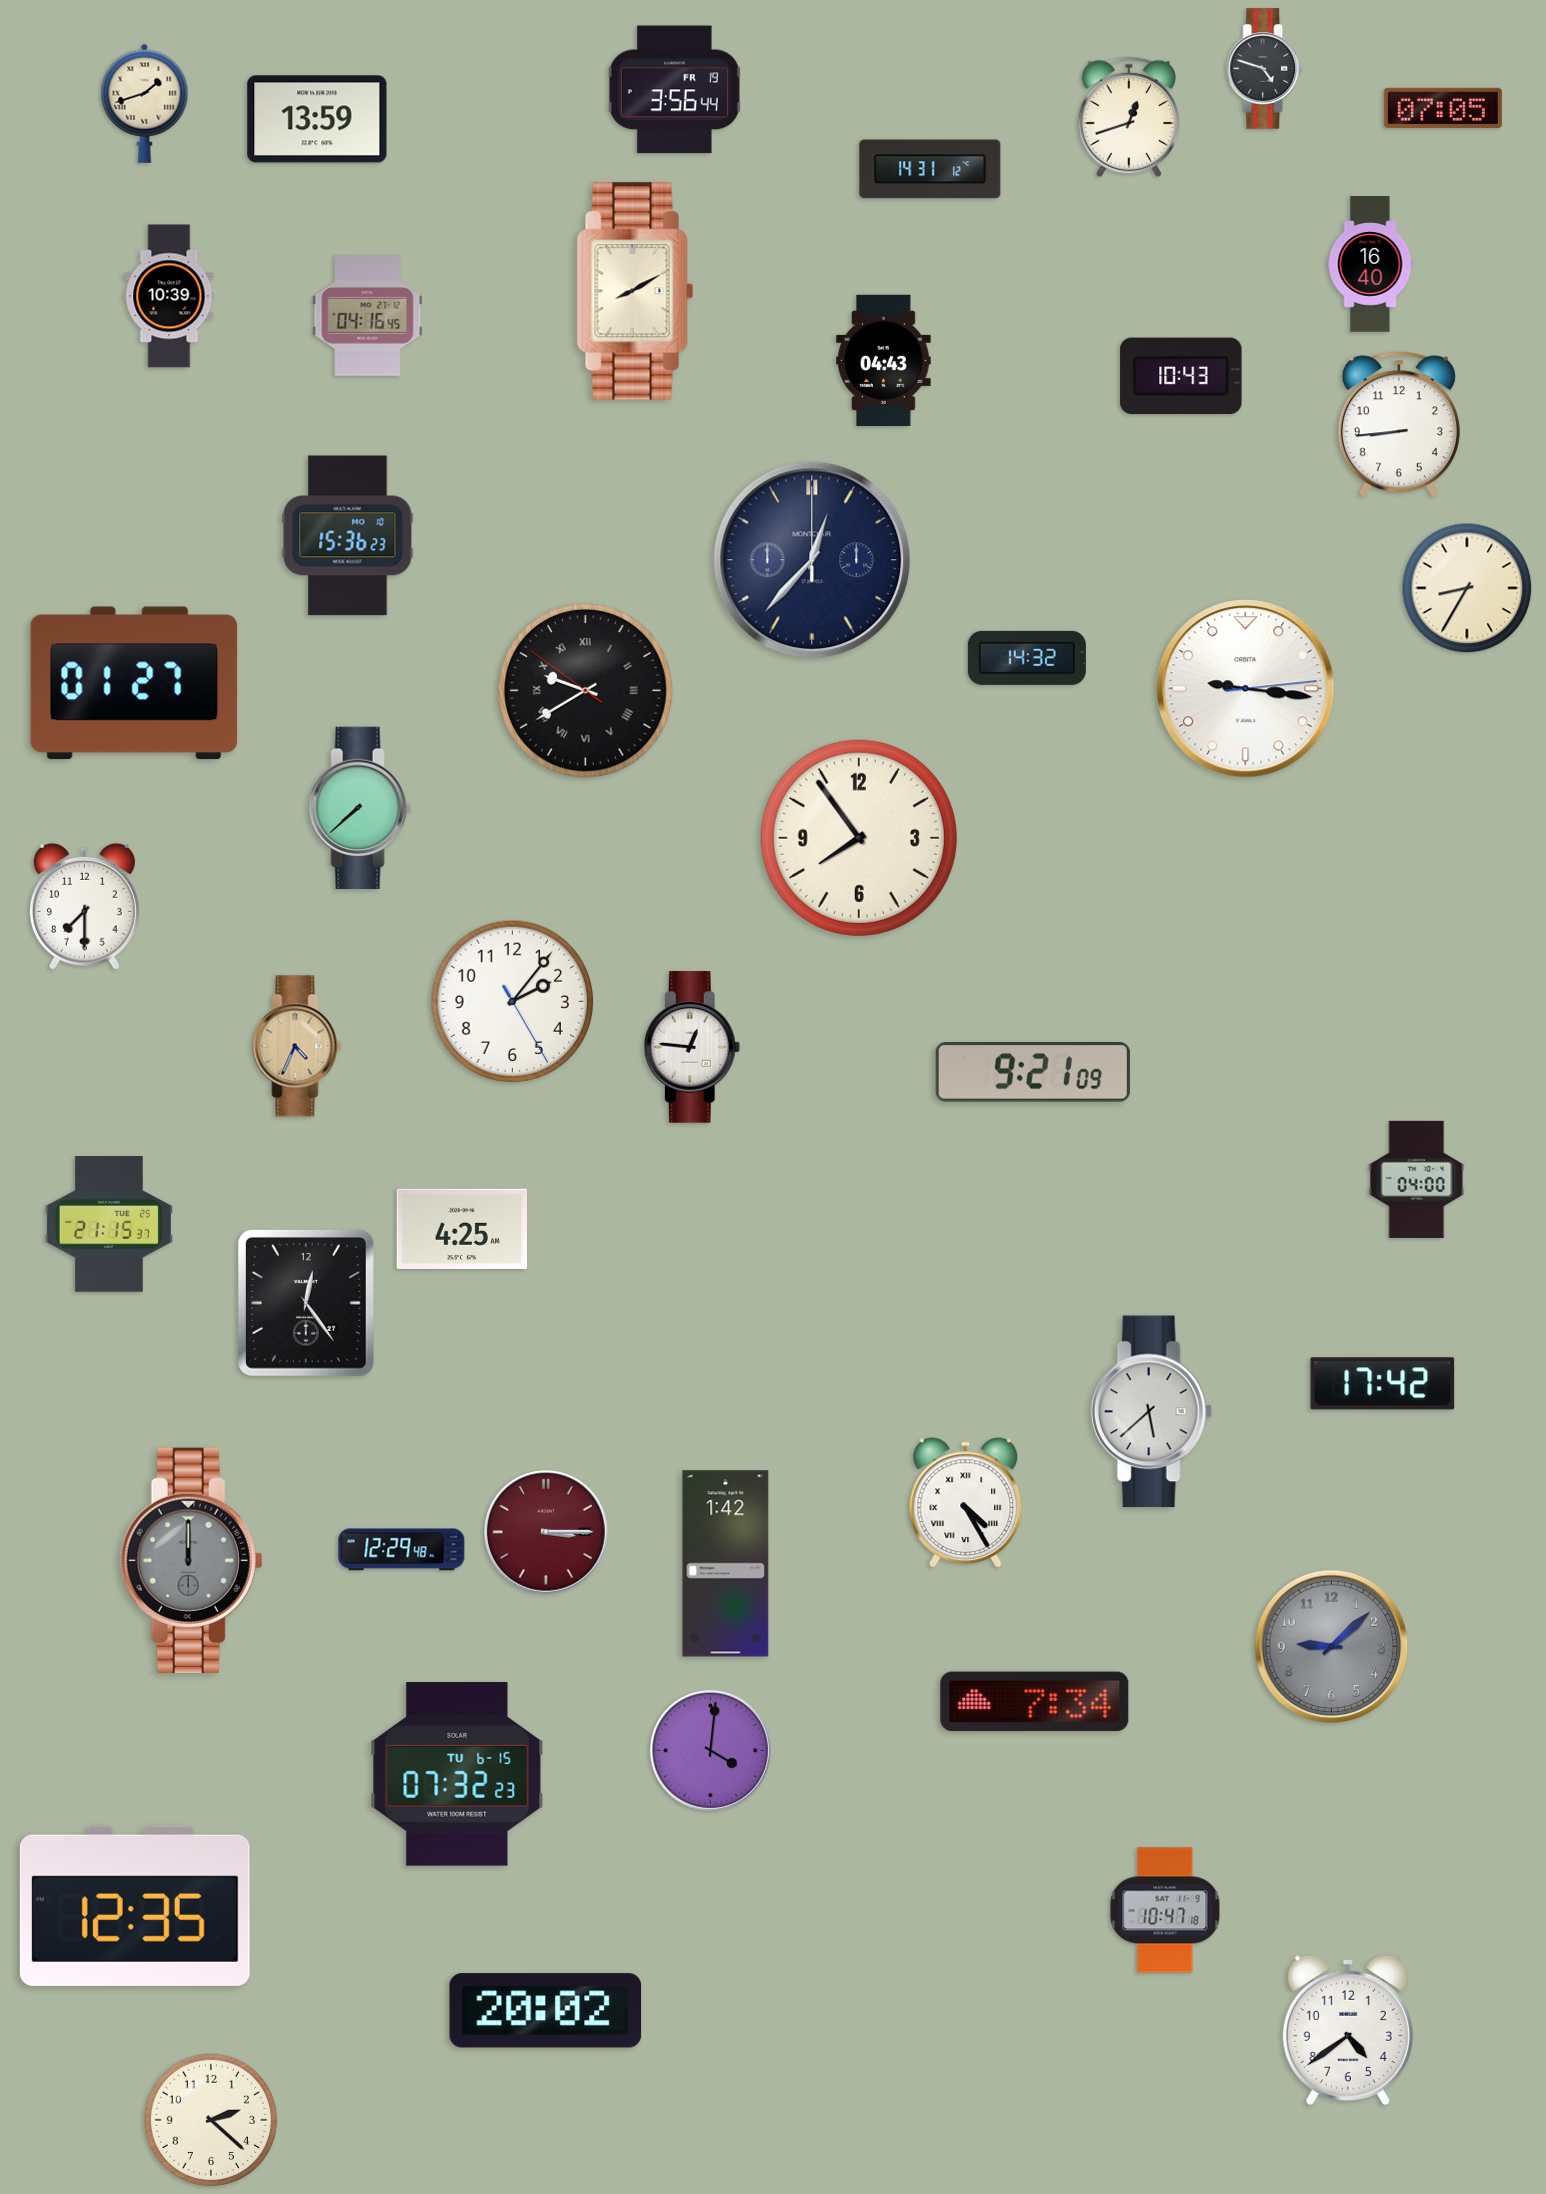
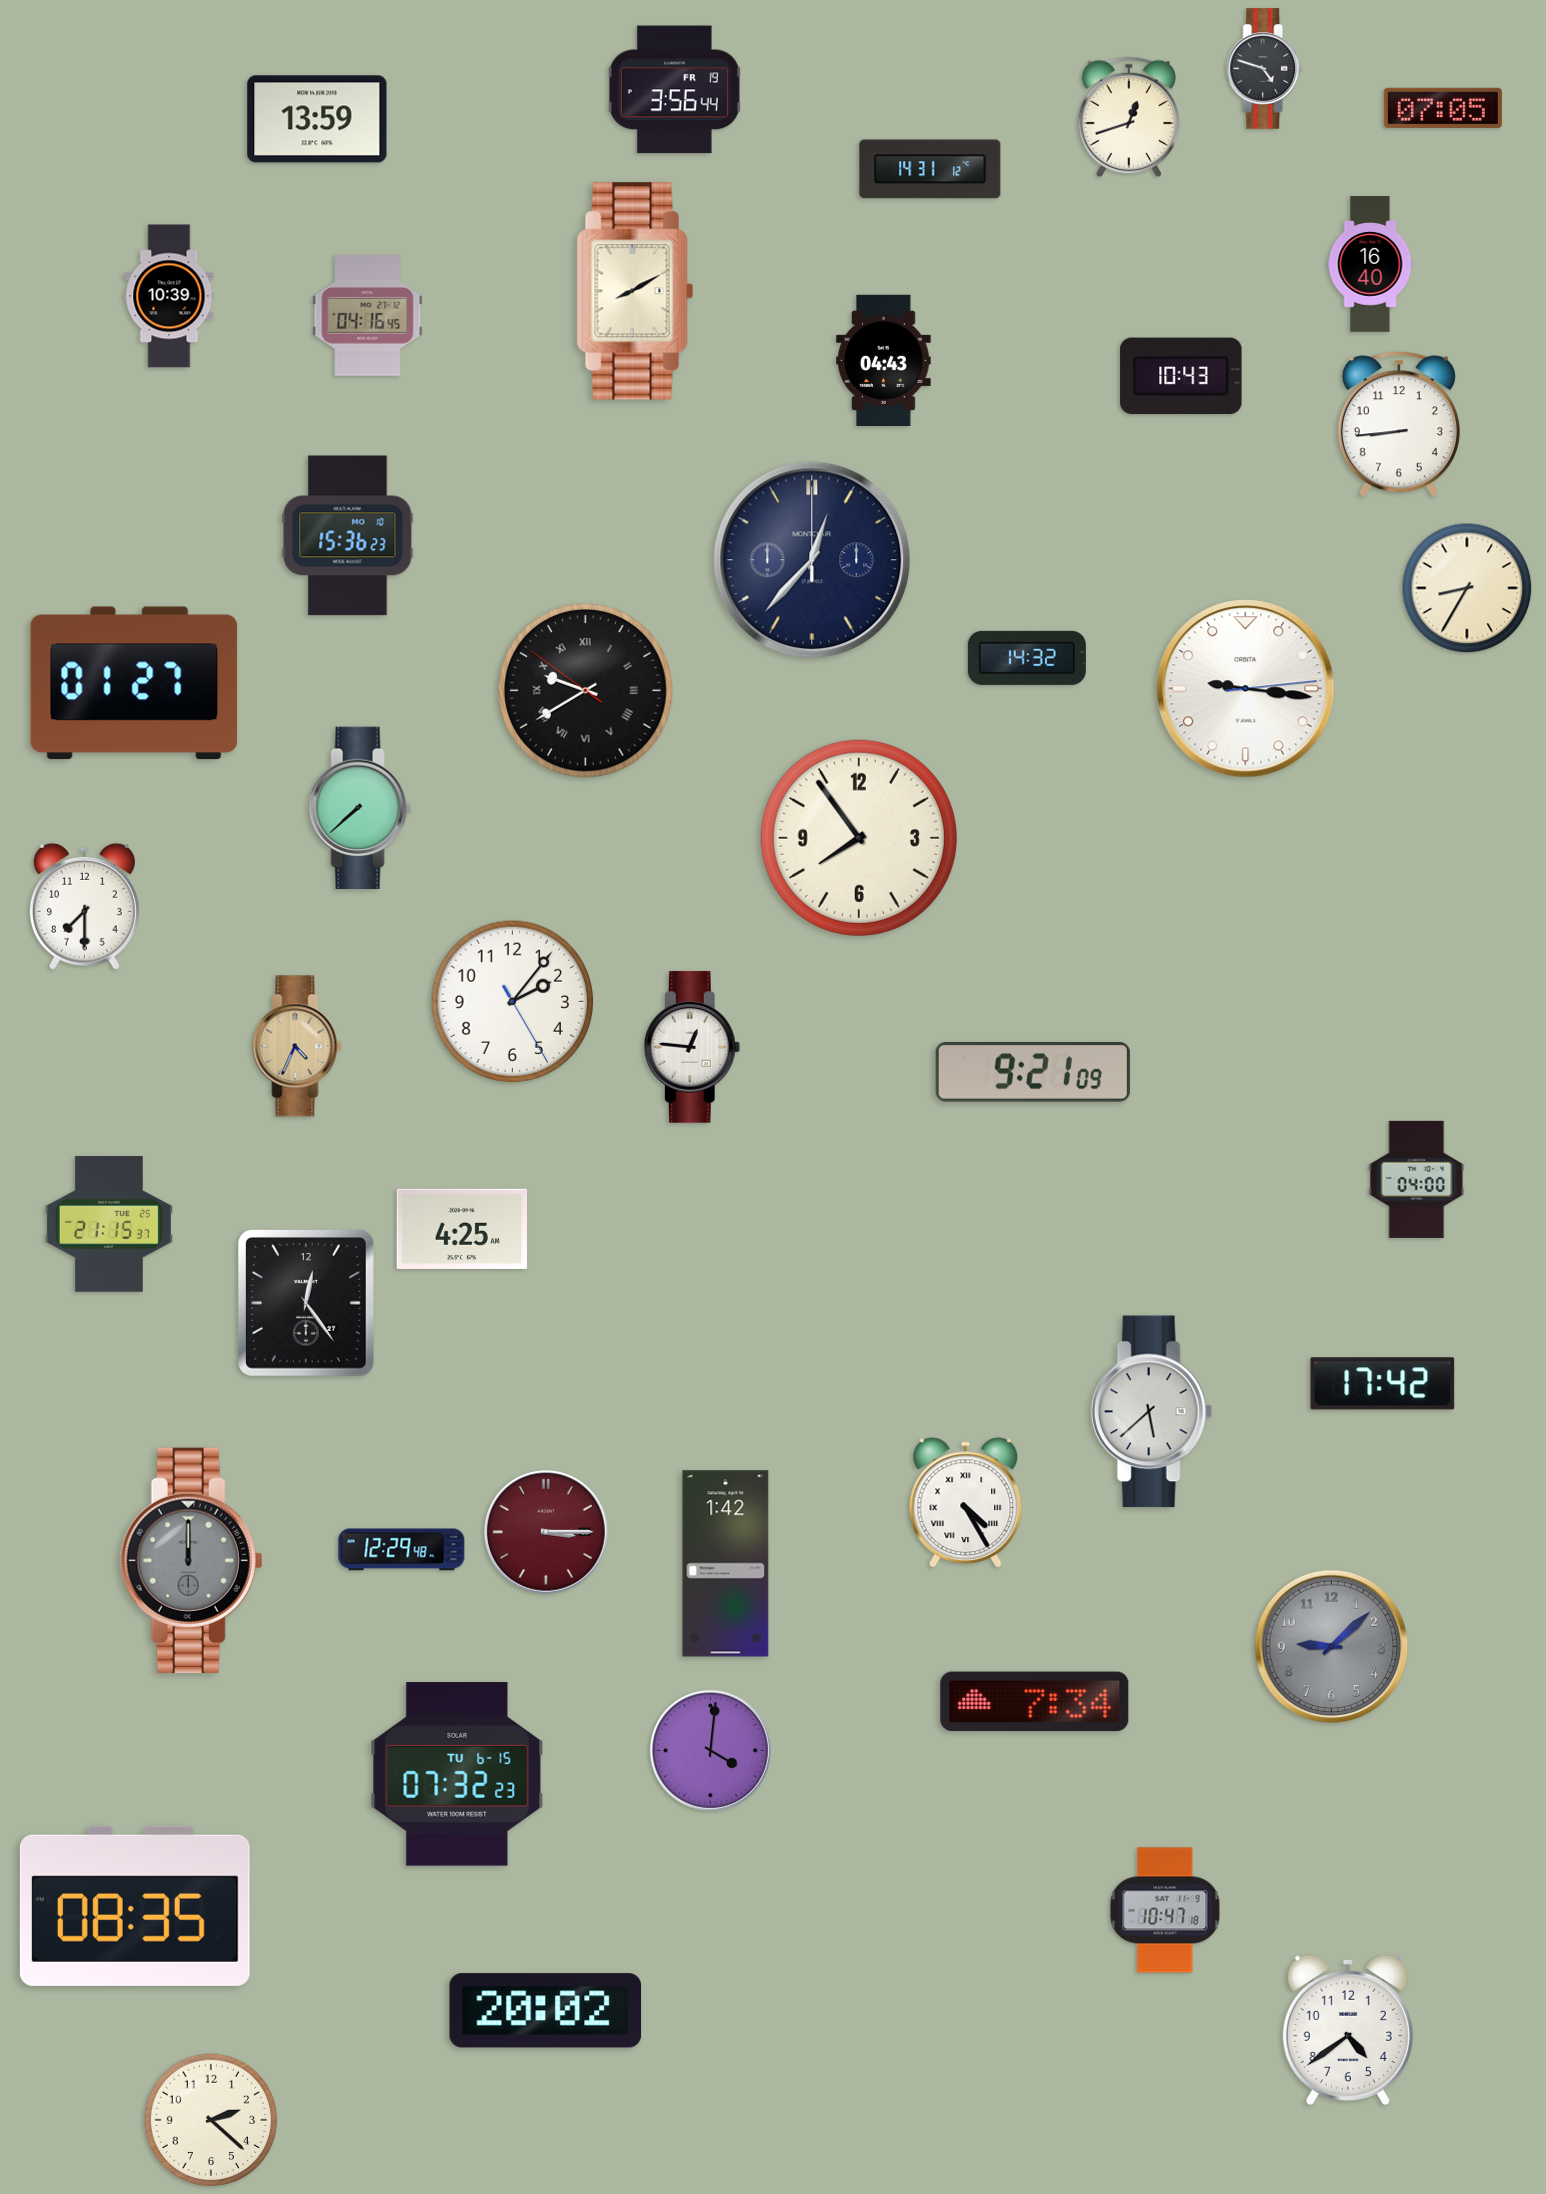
clock at (145, 103): 1:42 -> none
clock at (135, 1906): 12:35 -> 08:35
